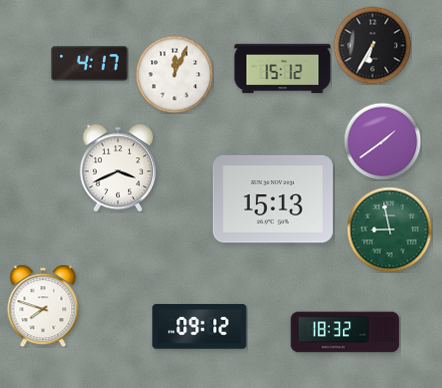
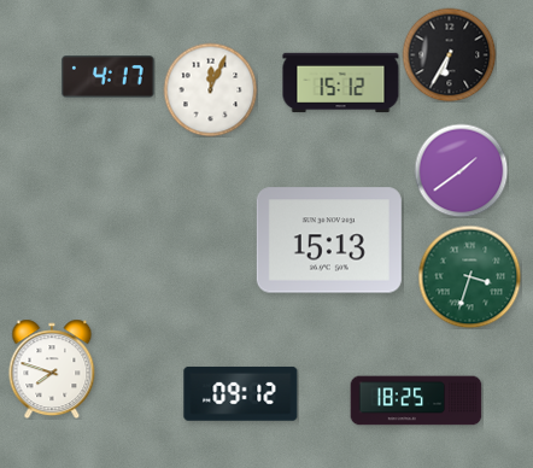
clock at (118, 168): 3:41 -> none
clock at (389, 229): 8:58 -> 3:33
clock at (345, 332): 18:32 -> 18:25
